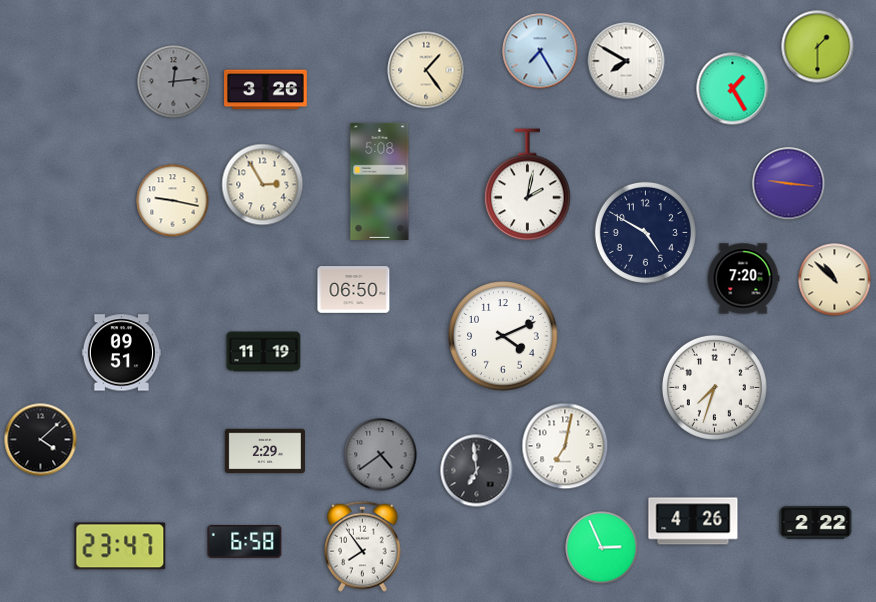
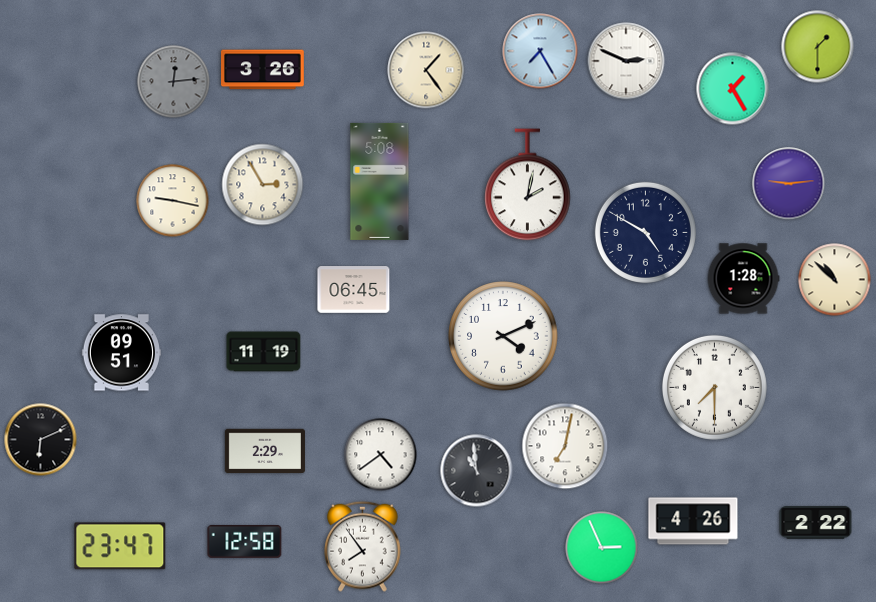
clock at (626, 61): 7:50 -> 2:49
clock at (266, 90) position: (266, 90) -> (263, 70)
clock at (789, 184): 9:16 -> 9:14
clock at (743, 279): 7:20 -> 1:28
clock at (354, 290): 06:50 -> 06:45
clock at (714, 387): 7:33 -> 7:30
clock at (41, 440): 4:08 -> 6:11
clock at (381, 455) dial: grey -> white
clock at (477, 471): 6:59 -> 10:59
clock at (245, 542): 6:58 -> 12:58
